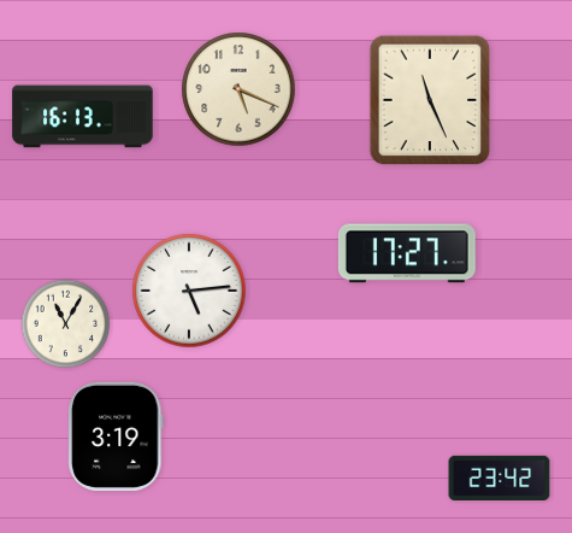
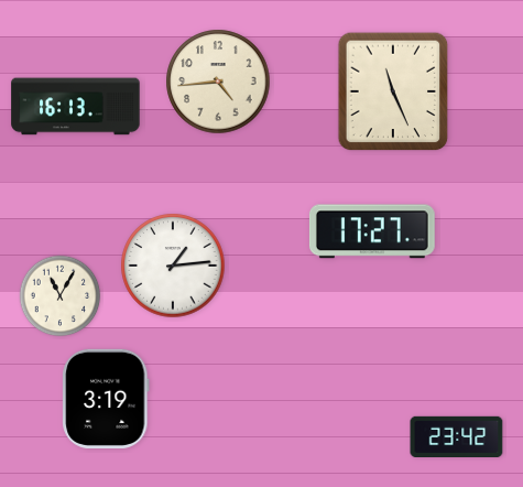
clock at (238, 89): 5:19 -> 4:44
clock at (189, 291): 5:14 -> 1:14
